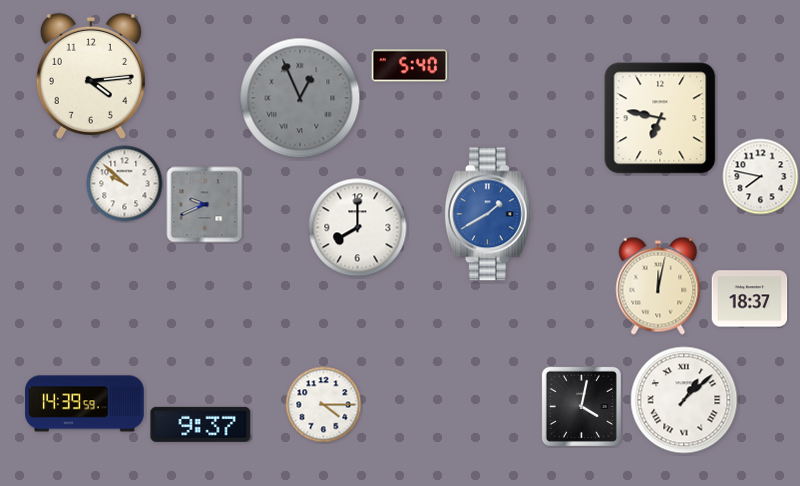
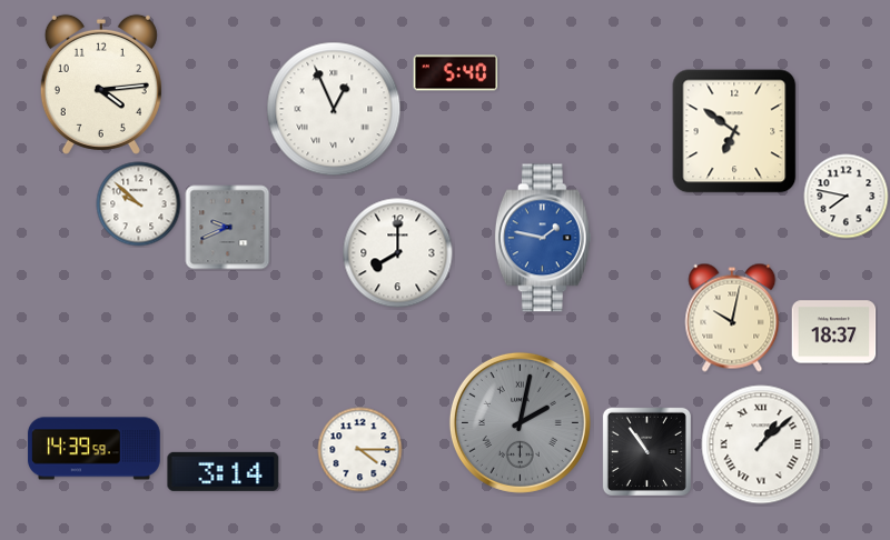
clock at (300, 98) dial: grey -> white
clock at (660, 118): 6:47 -> 6:51
clock at (488, 214): 1:40 -> 1:47
clock at (658, 286): 12:02 -> 10:02
clock at (520, 422): none -> 2:02
clock at (581, 406): 4:02 -> 10:54
clock at (201, 424): 9:37 -> 3:14
